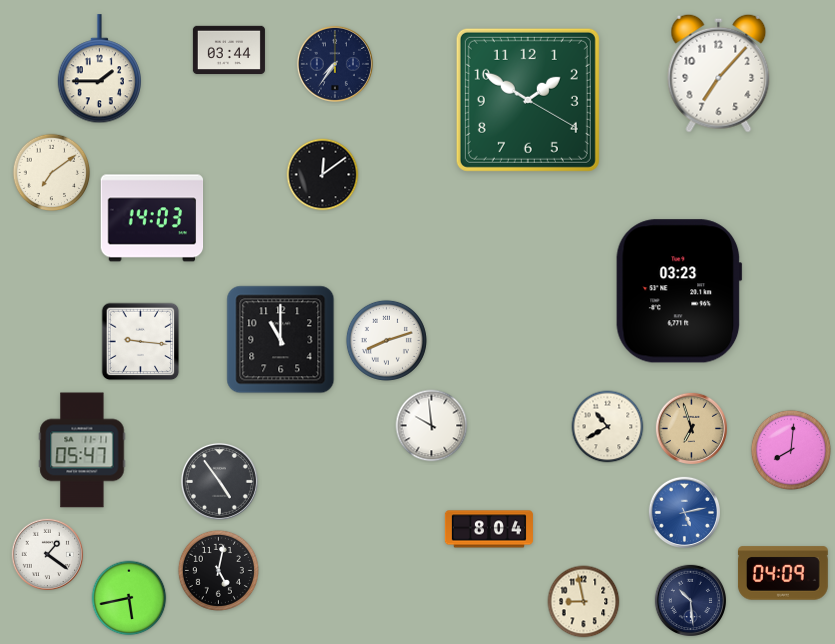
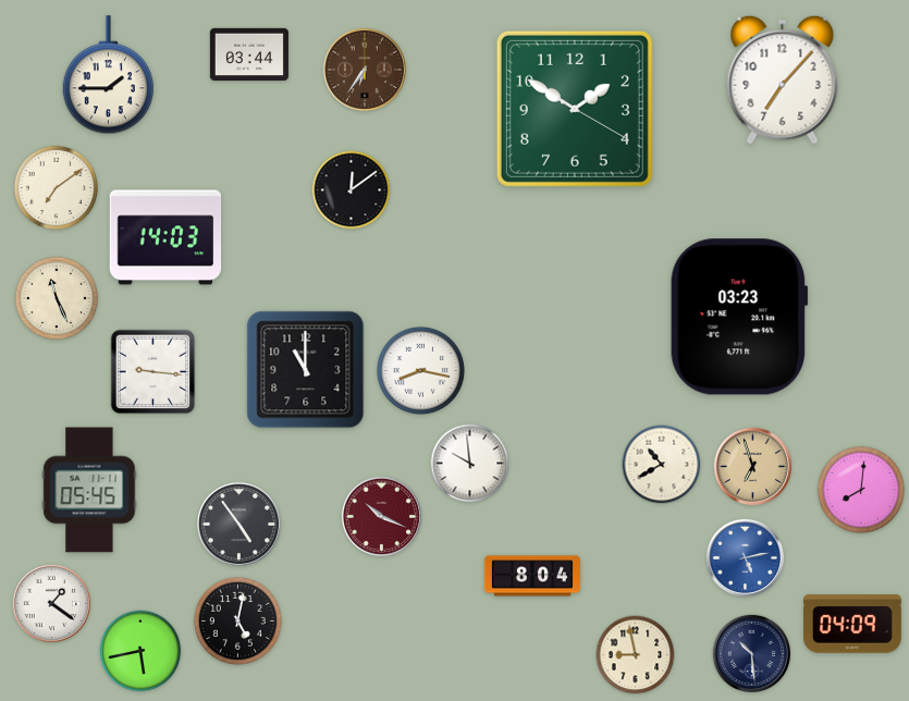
clock at (335, 64): 7:36 -> 6:36
clock at (335, 64) dial: navy -> brown
clock at (57, 298): none -> 11:26
clock at (386, 340): 8:12 -> 8:17
clock at (82, 450): 05:47 -> 05:45
clock at (381, 516): none -> 10:19
